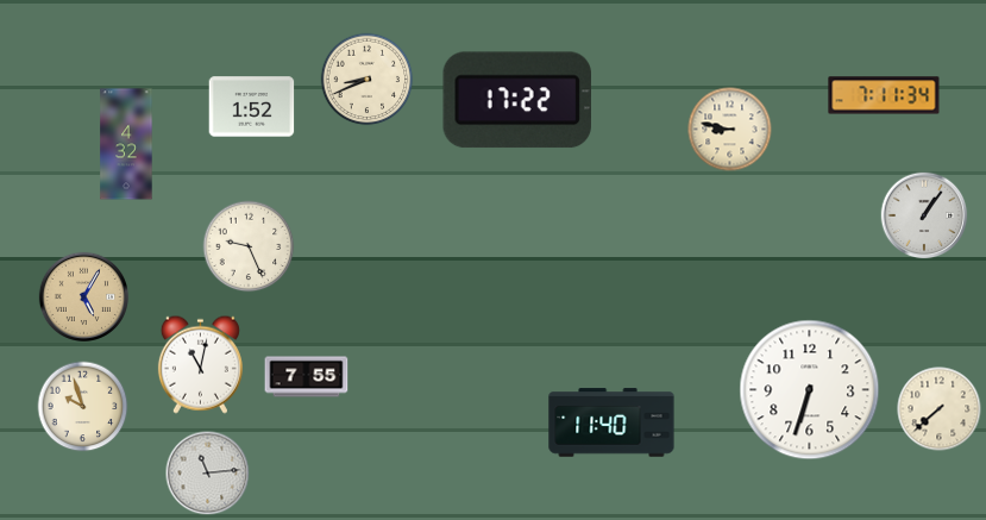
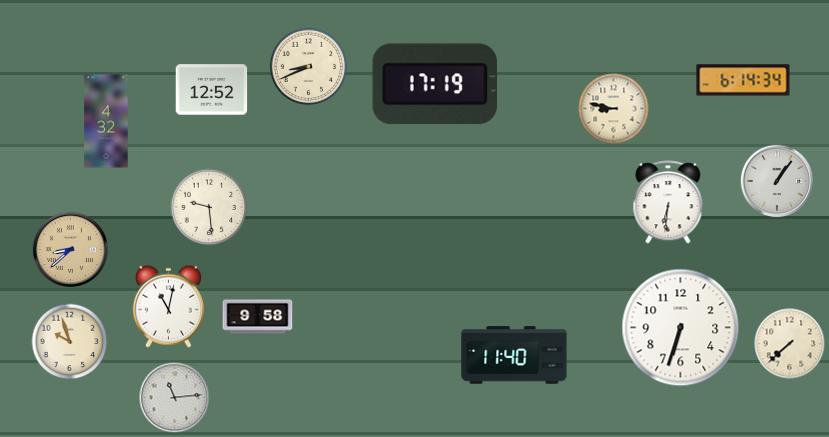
clock at (884, 95): 7:11 -> 6:14
clock at (517, 100): 17:22 -> 17:19
clock at (252, 107): 1:52 -> 12:52
clock at (668, 202): none -> 6:31
clock at (249, 246): 9:26 -> 9:29
clock at (83, 296): 5:05 -> 8:38
clock at (307, 377): 7:55 -> 9:58
